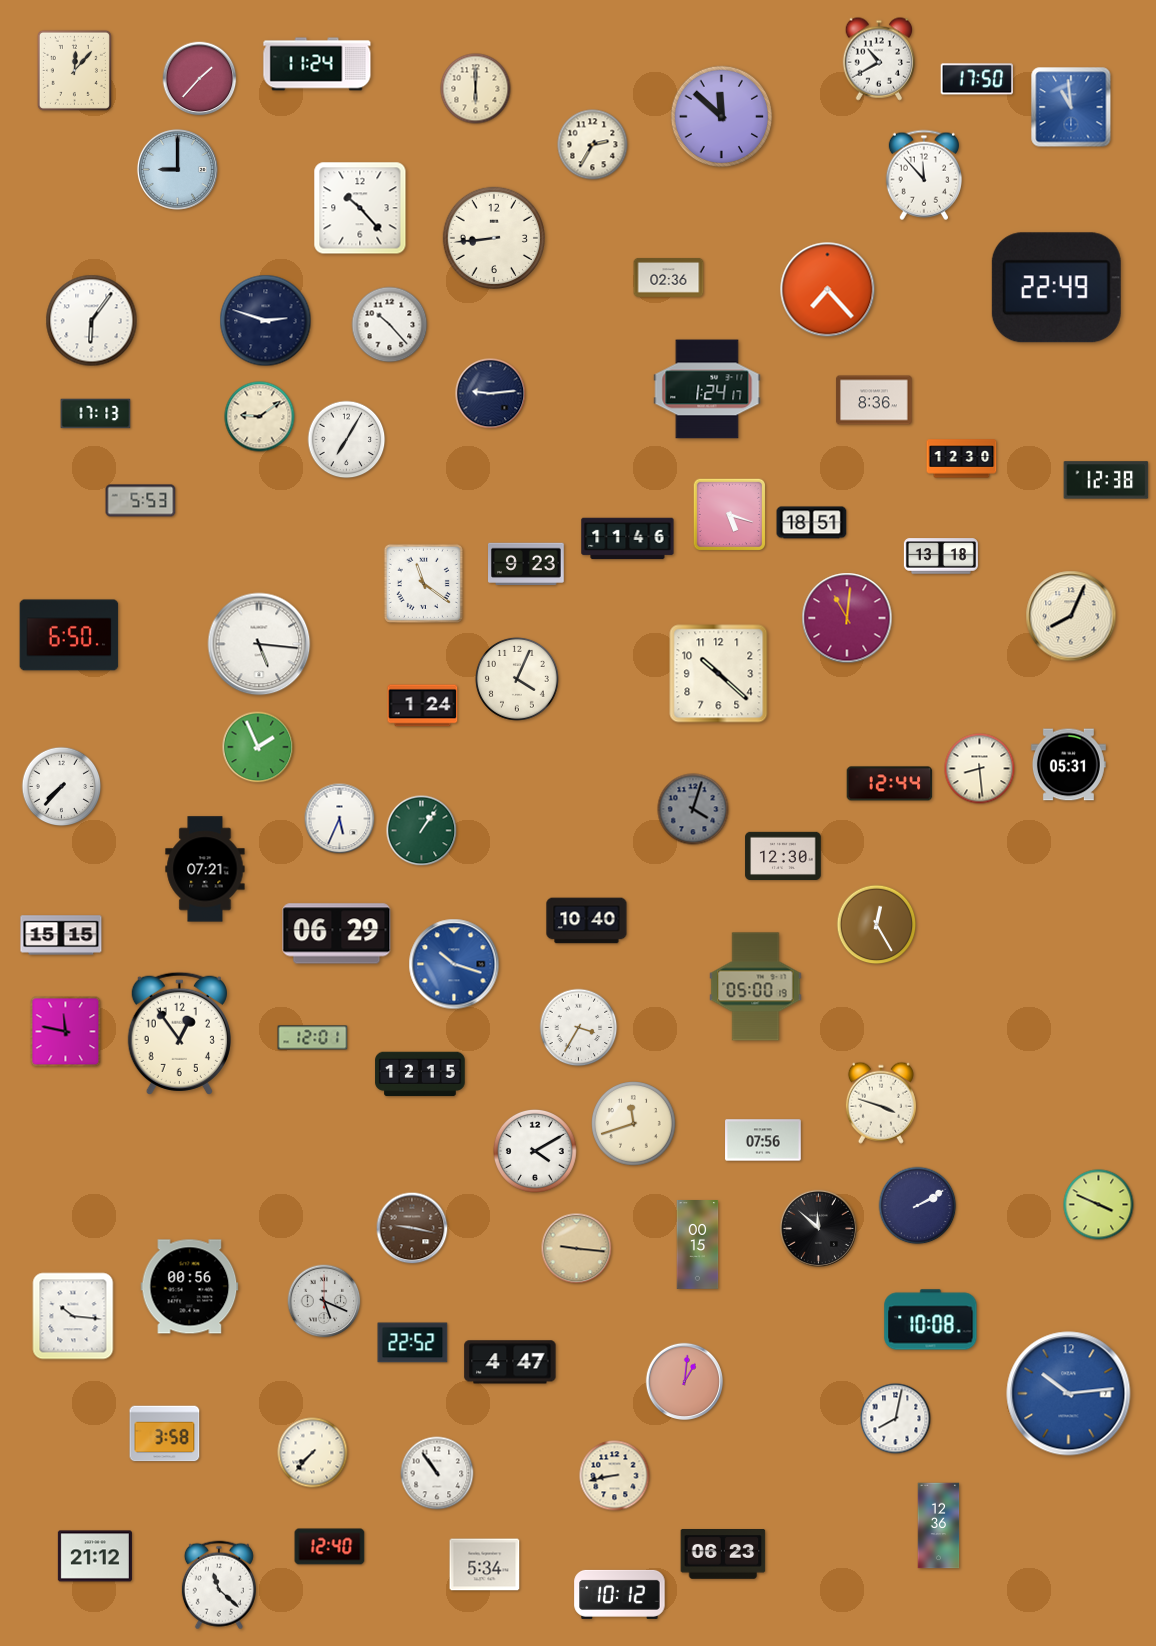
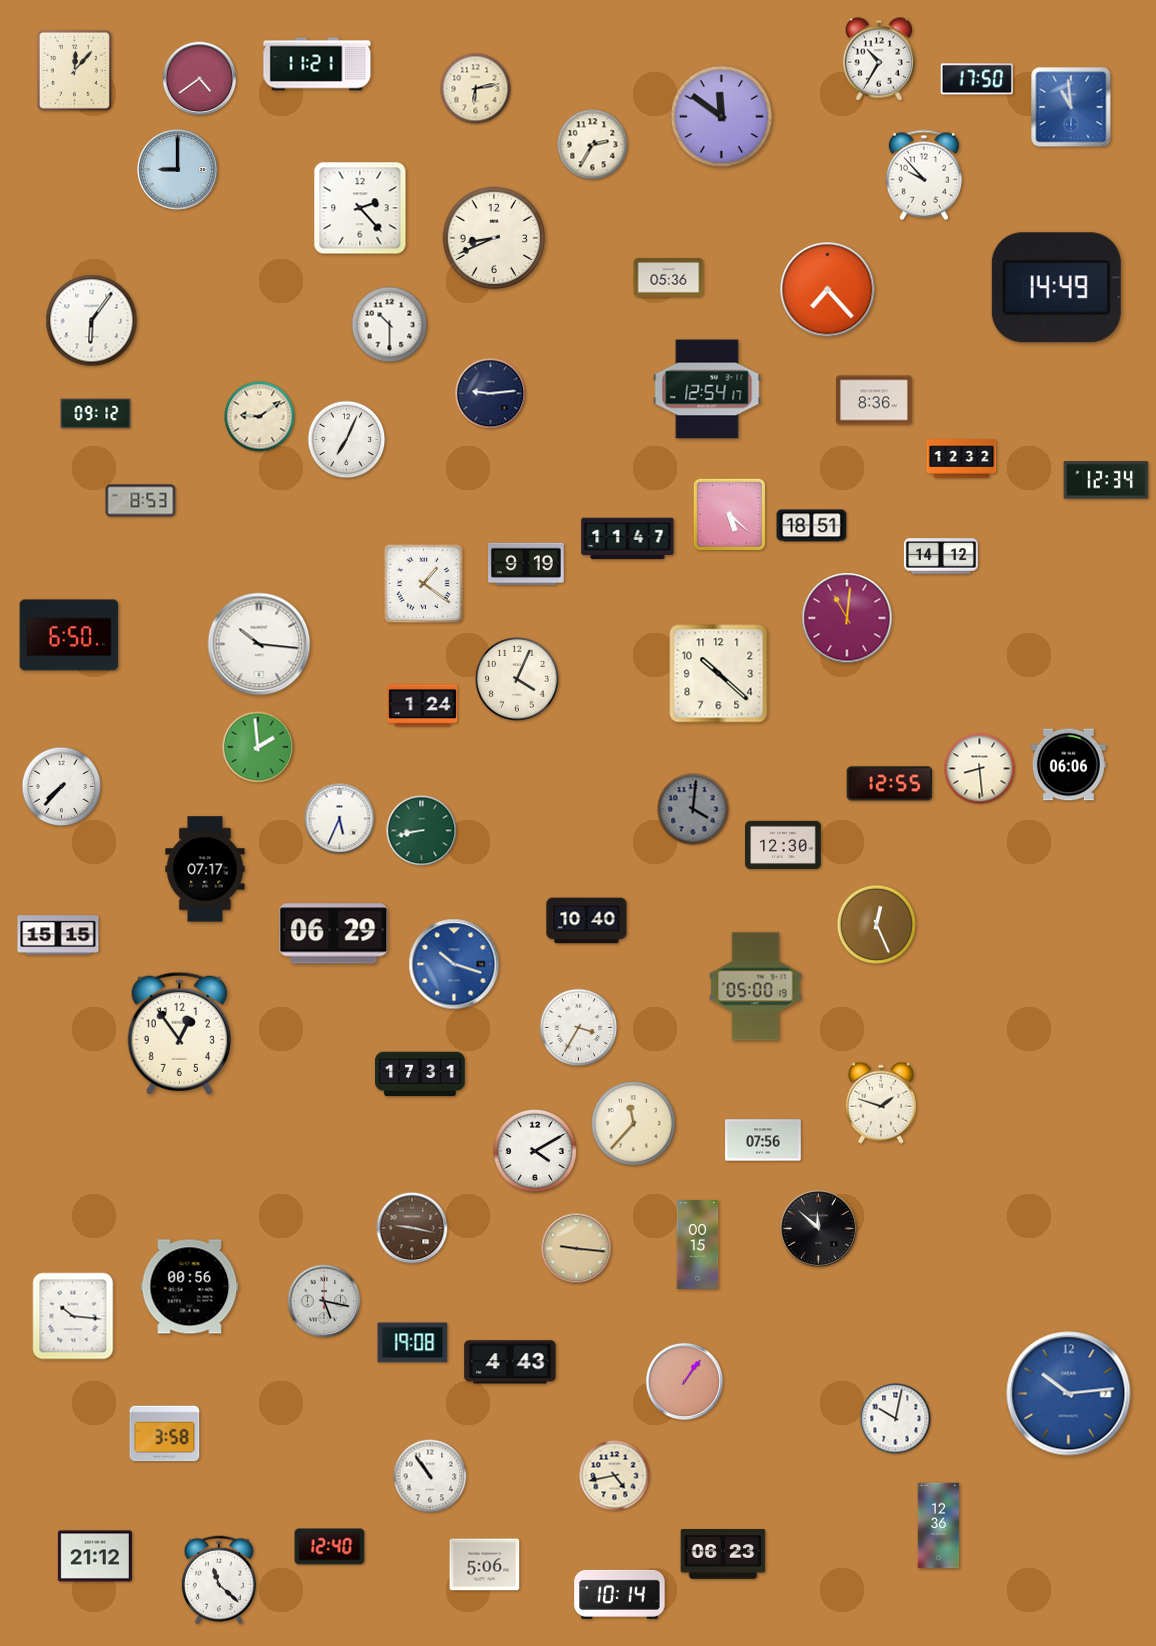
clock at (879, 59): 10:40 -> 10:35
clock at (317, 64): 11:24 -> 11:21
clock at (200, 79): 1:37 -> 4:39
clock at (476, 89): 6:00 -> 6:13
clock at (722, 117): 11:52 -> 11:51
clock at (924, 175): 11:53 -> 9:53
clock at (360, 208): 10:23 -> 2:23
clock at (494, 238): 8:44 -> 8:41
clock at (669, 277): 02:36 -> 05:36
clock at (1056, 288): 22:49 -> 14:49
clock at (266, 321): 2:48 -> none
clock at (390, 325): 10:23 -> 10:30
clock at (707, 389): 1:24 -> 12:54
clock at (96, 414): 17:13 -> 09:12
clock at (347, 440): 7:05 -> 7:04
clock at (962, 459): 12:30 -> 12:32
clock at (1106, 480): 12:38 -> 12:34
clock at (141, 501): 5:53 -> 8:53
clock at (729, 514): 5:18 -> 5:22
clock at (812, 523) position: (812, 523) -> (812, 526)
clock at (628, 539): 11:46 -> 11:47
clock at (941, 556): 13:18 -> 14:12
clock at (527, 563): 9:23 -> 9:19
clock at (423, 583): 11:21 -> 1:21
clock at (1071, 616): 8:04 -> none
clock at (259, 644): 5:16 -> 10:16
clock at (258, 747): 1:56 -> 1:59
clock at (1068, 765): 05:31 -> 06:06
clock at (890, 784): 12:44 -> 12:55
clock at (693, 809): 4:03 -> 4:01
clock at (422, 831): 1:06 -> 8:43
clock at (783, 855) position: (783, 855) -> (783, 844)
clock at (205, 869): 07:21 -> 07:17
clock at (877, 925): 12:25 -> 12:26
clock at (337, 934) position: (337, 934) -> (334, 934)
clock at (61, 935) position: (61, 935) -> (58, 935)
clock at (66, 1032): 11:47 -> none
clock at (313, 1038): 12:01 -> none
clock at (420, 1074): 12:15 -> 17:31
clock at (881, 1103): 3:48 -> 1:48
clock at (634, 1124): 11:42 -> 11:37
clock at (1099, 1205): 3:49 -> none
clock at (918, 1206): 2:10 -> none
clock at (324, 1301): 5:19 -> 5:17
clock at (931, 1320): 10:08 -> none
clock at (413, 1343): 22:52 -> 19:08
clock at (510, 1362): 4:47 -> 4:43
clock at (684, 1381): 1:01 -> 1:06
clock at (896, 1419): 8:02 -> 10:02
clock at (313, 1453): 7:37 -> none
clock at (437, 1473) position: (437, 1473) -> (430, 1476)
clock at (615, 1476): 8:43 -> 4:43
clock at (485, 1565): 5:34 -> 5:06
clock at (219, 1585) position: (219, 1585) -> (219, 1580)
clock at (620, 1594): 10:12 -> 10:14
